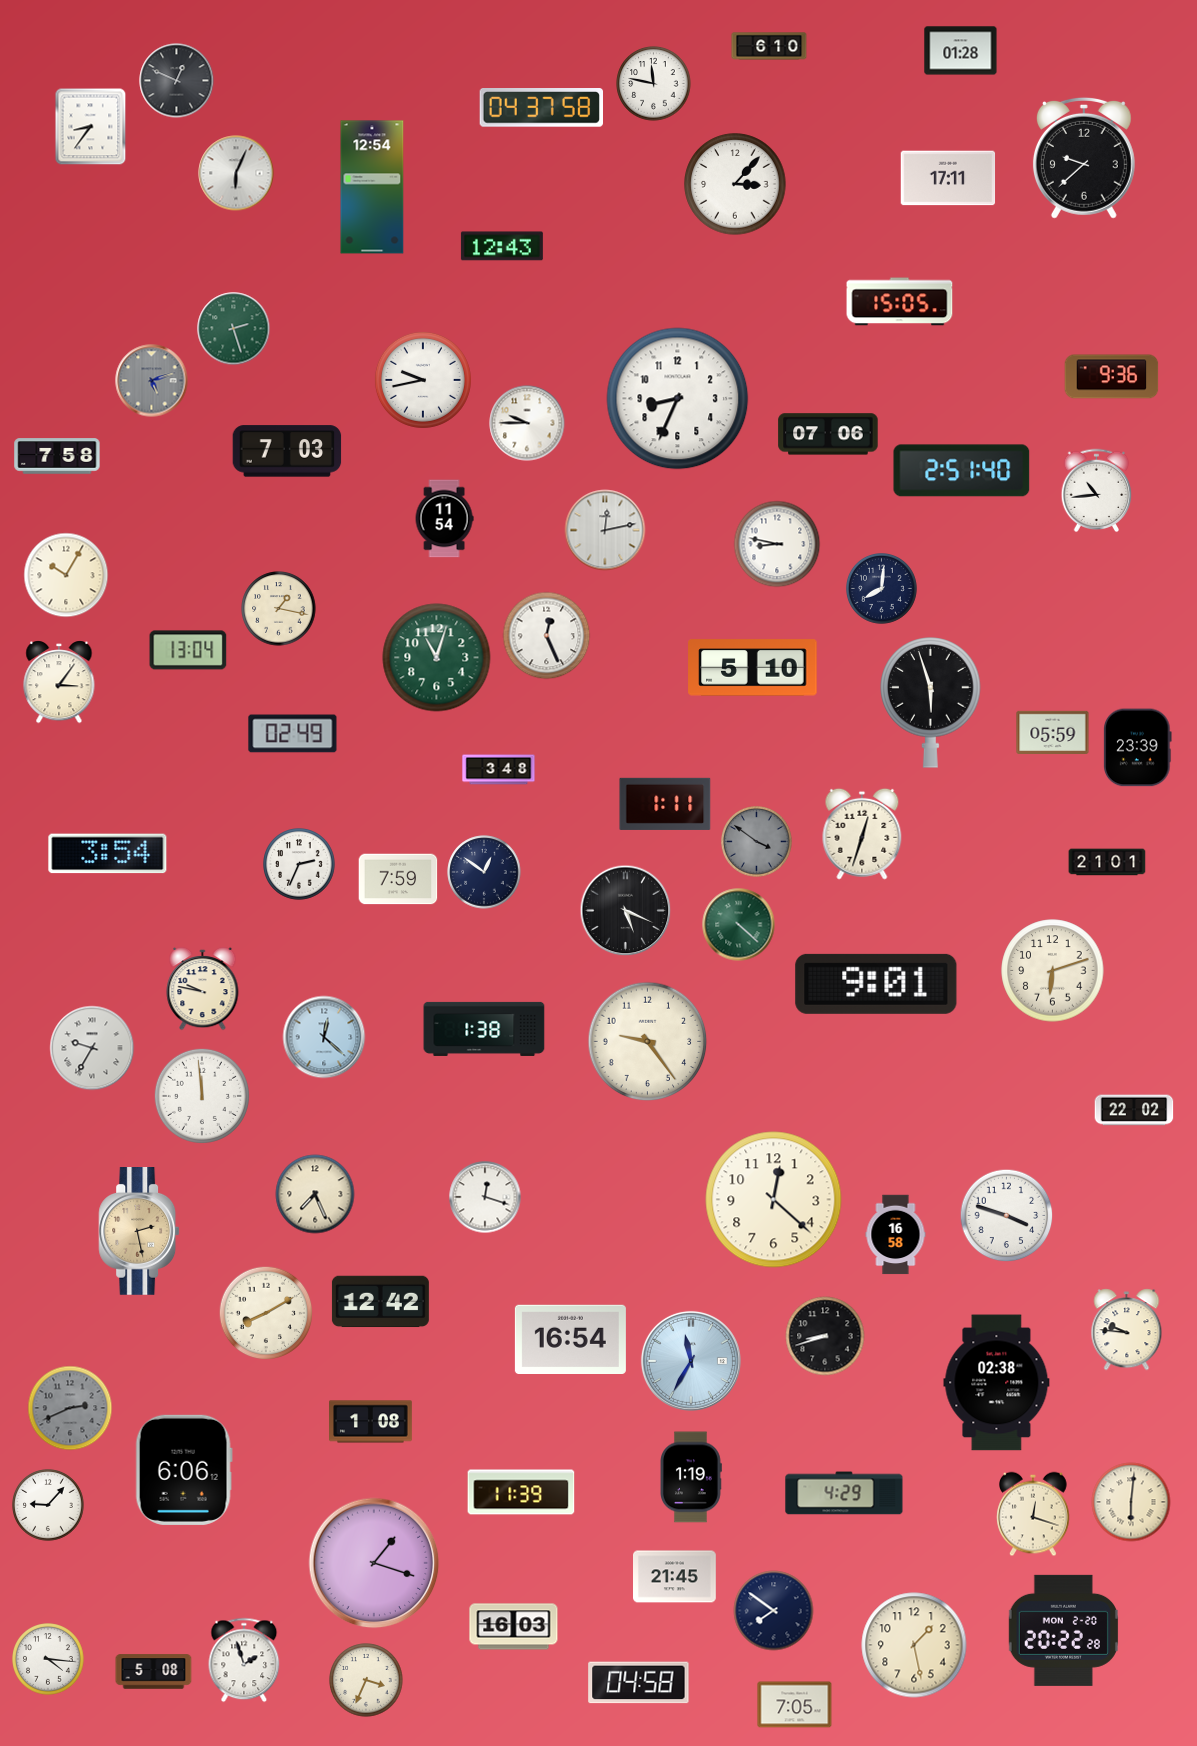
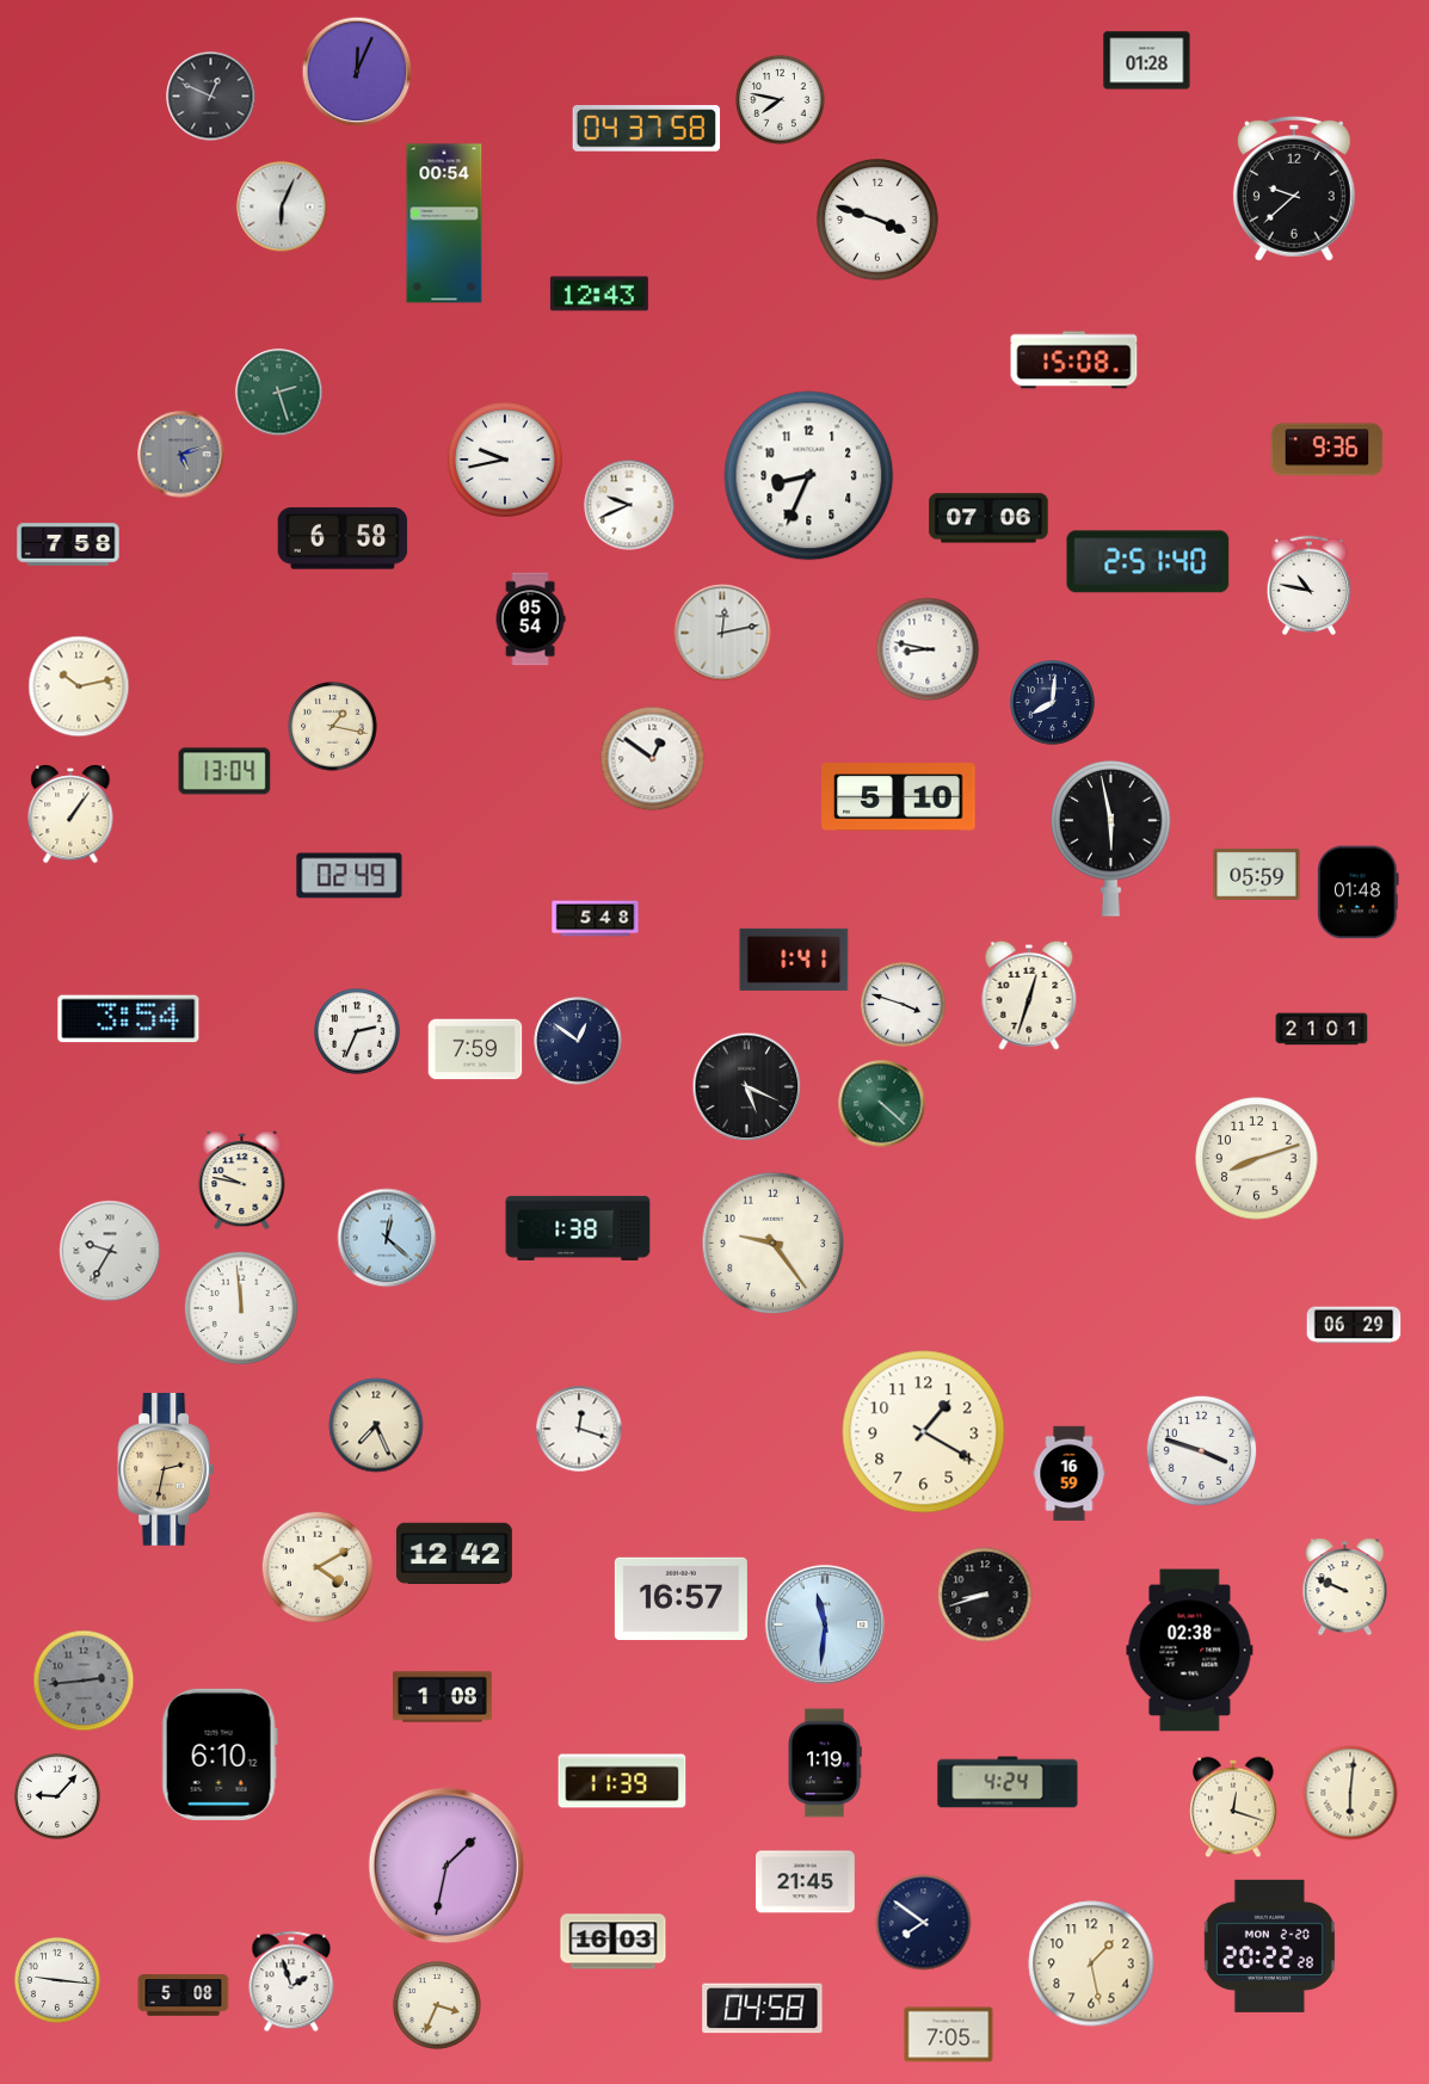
clock at (769, 46): 6:10 -> none
clock at (357, 72): none -> 12:04
clock at (654, 84): 11:47 -> 7:47
clock at (91, 127): 8:36 -> none
clock at (948, 178): 17:11 -> none
clock at (735, 184): 3:07 -> 3:48
clock at (372, 187): 12:54 -> 00:54
clock at (900, 302): 15:05 -> 15:08
clock at (423, 380) position: (423, 380) -> (505, 460)
clock at (527, 423): 9:45 -> 9:41
clock at (287, 451): 7:03 -> 6:58
clock at (1097, 491): 10:44 -> 10:47
clock at (444, 519): 11:54 -> 05:54
clock at (66, 575): 10:05 -> 10:13
clock at (547, 636): 12:26 -> 12:51
clock at (188, 650) position: (188, 650) -> (224, 771)
clock at (437, 658): 11:03 -> none
clock at (59, 682): 3:06 -> 1:06
clock at (931, 703): 5:57 -> 5:58
clock at (1138, 748): 23:39 -> 01:48
clock at (499, 770): 3:48 -> 5:48
clock at (665, 804): 1:11 -> 1:41
clock at (757, 842): 3:51 -> 3:48
clock at (757, 842) dial: grey -> white
clock at (1053, 971): 6:12 -> 8:12
clock at (876, 984): 9:01 -> none
clock at (1134, 1110): 22:02 -> 06:29
clock at (774, 1200): 12:22 -> 1:20
clock at (139, 1232): 2:28 -> 2:32
clock at (896, 1235): 16:58 -> 16:59
clock at (266, 1313): 8:10 -> 4:10
clock at (1127, 1330): 9:46 -> 9:49
clock at (570, 1340): 16:54 -> 16:57
clock at (691, 1361): 11:35 -> 11:31
clock at (70, 1408): 2:41 -> 2:44
clock at (184, 1470): 6:06 -> 6:10
clock at (844, 1493): 4:29 -> 4:24
clock at (374, 1563): 1:18 -> 1:32
clock at (48, 1659): 4:16 -> 9:16
